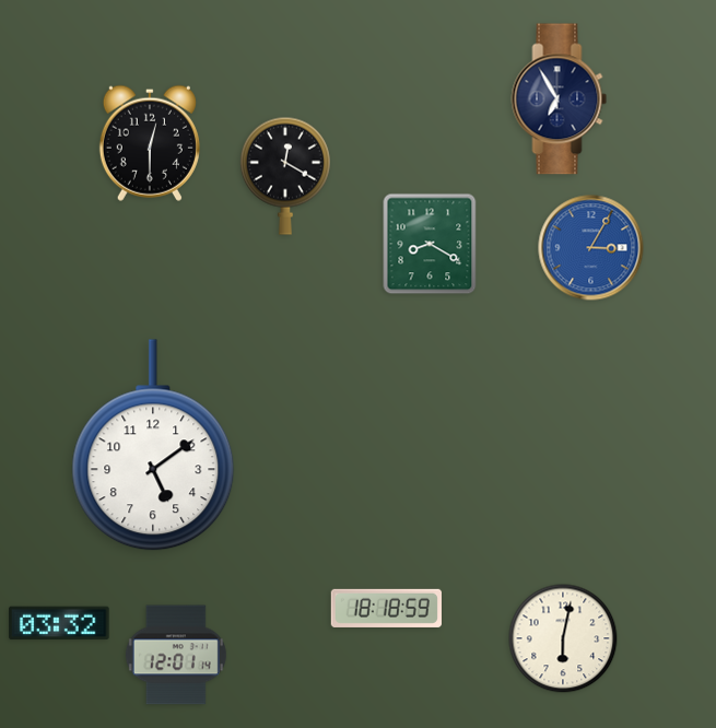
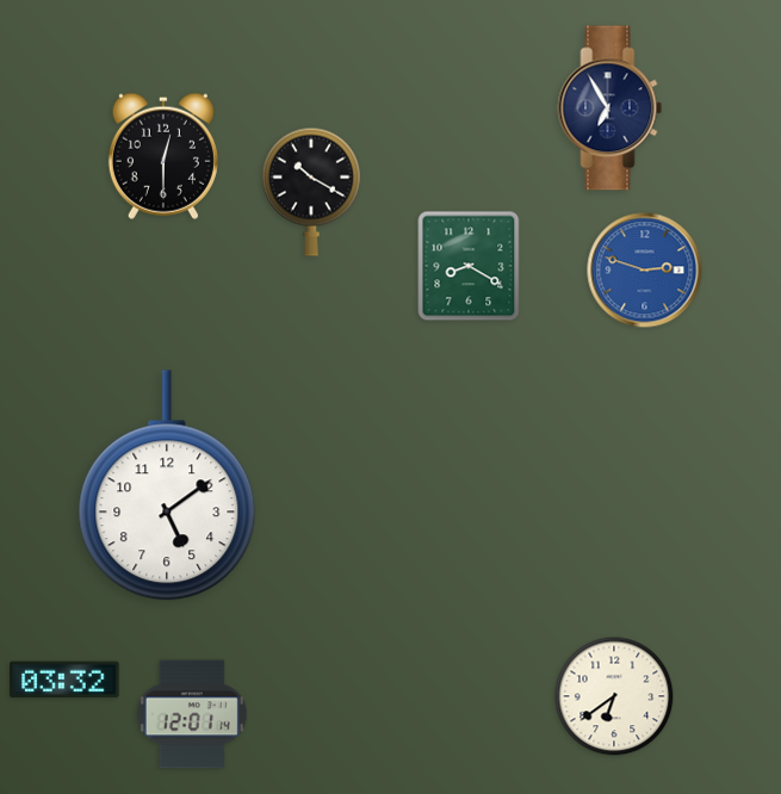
clock at (285, 176): 12:20 -> 10:20
clock at (591, 248): 3:05 -> 2:48
clock at (386, 608): 18:18 -> none
clock at (563, 638): 6:02 -> 6:39
